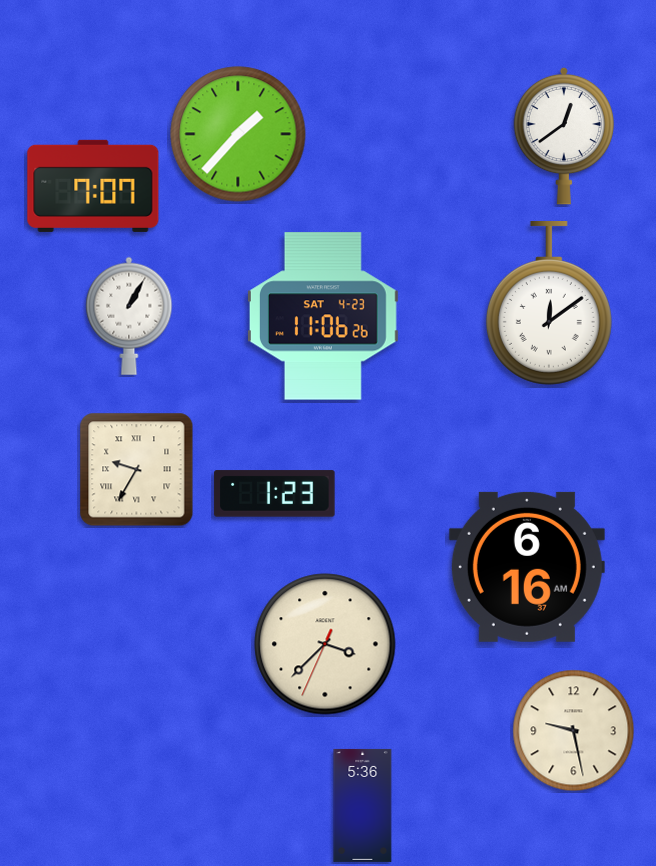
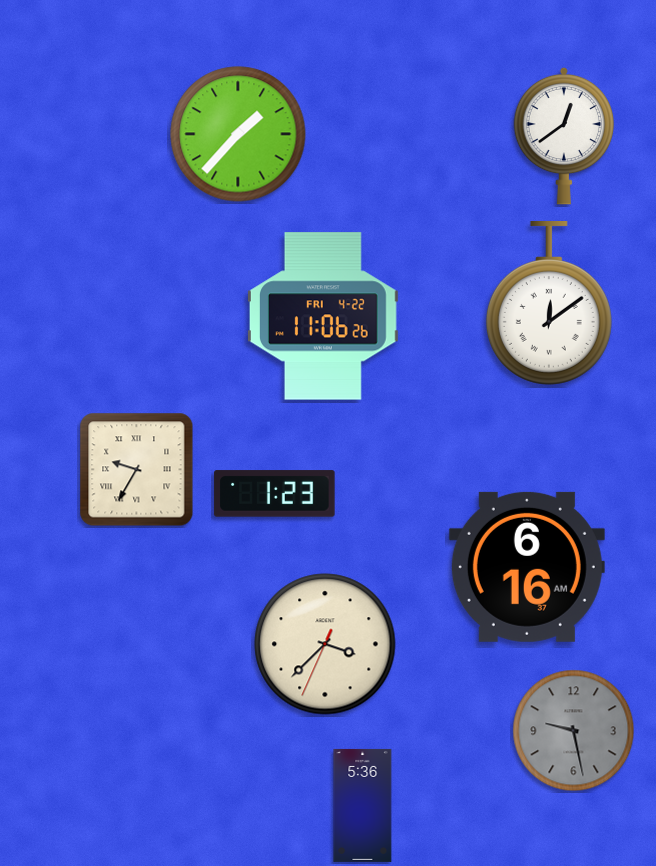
clock at (93, 186): 7:07 -> none
clock at (129, 316): 1:05 -> none
clock at (323, 316) date: SAT 4-23 -> FRI 4-22
clock at (574, 731) dial: cream -> grey
